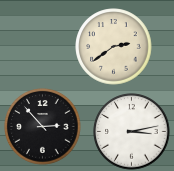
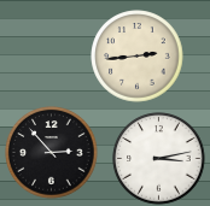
clock at (114, 47): 2:39 -> 2:44
